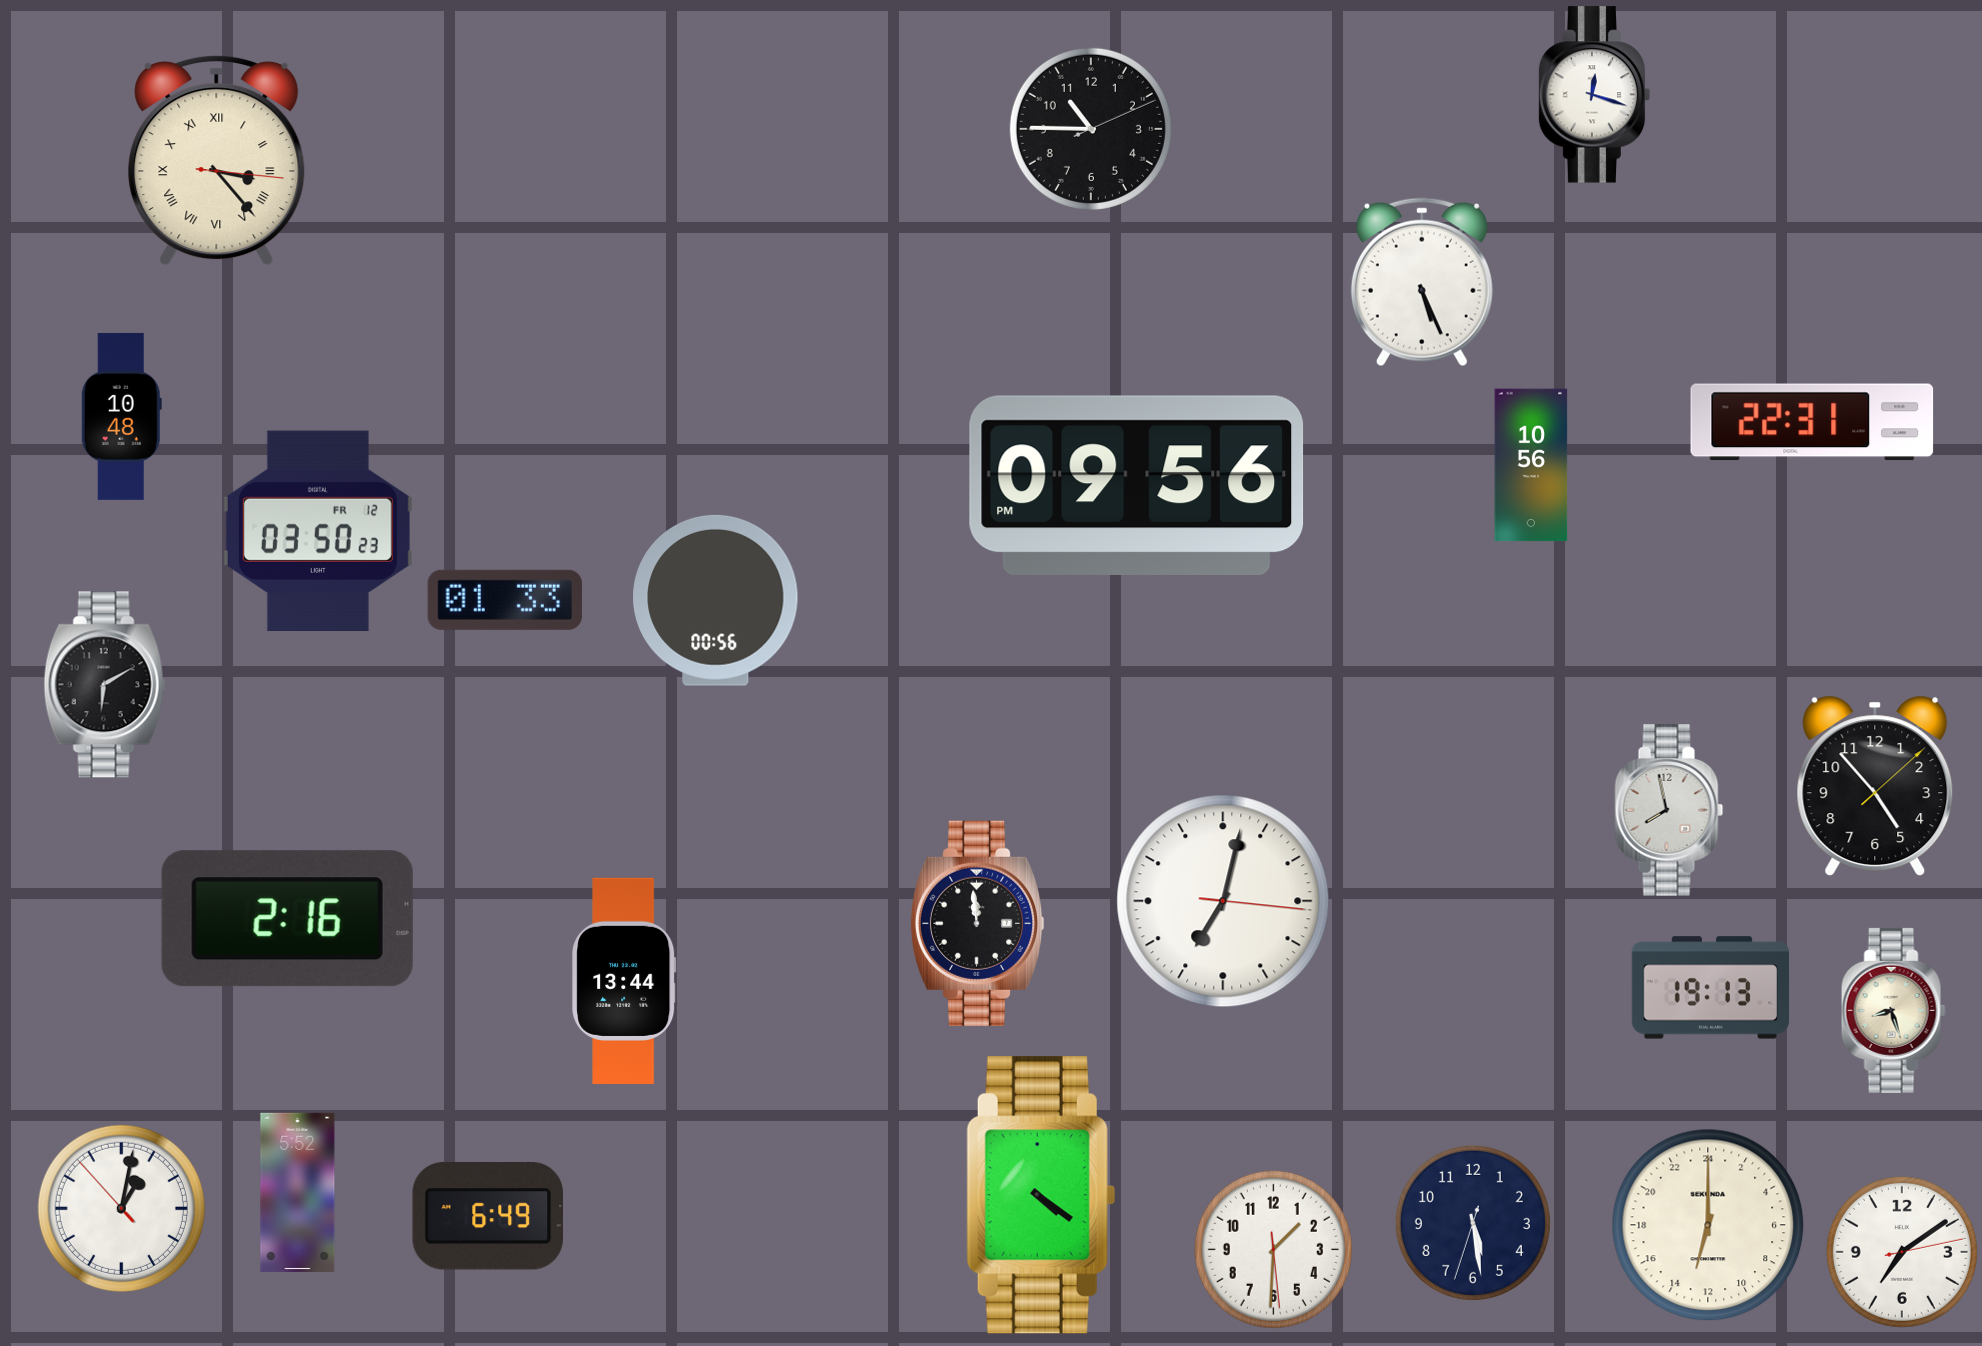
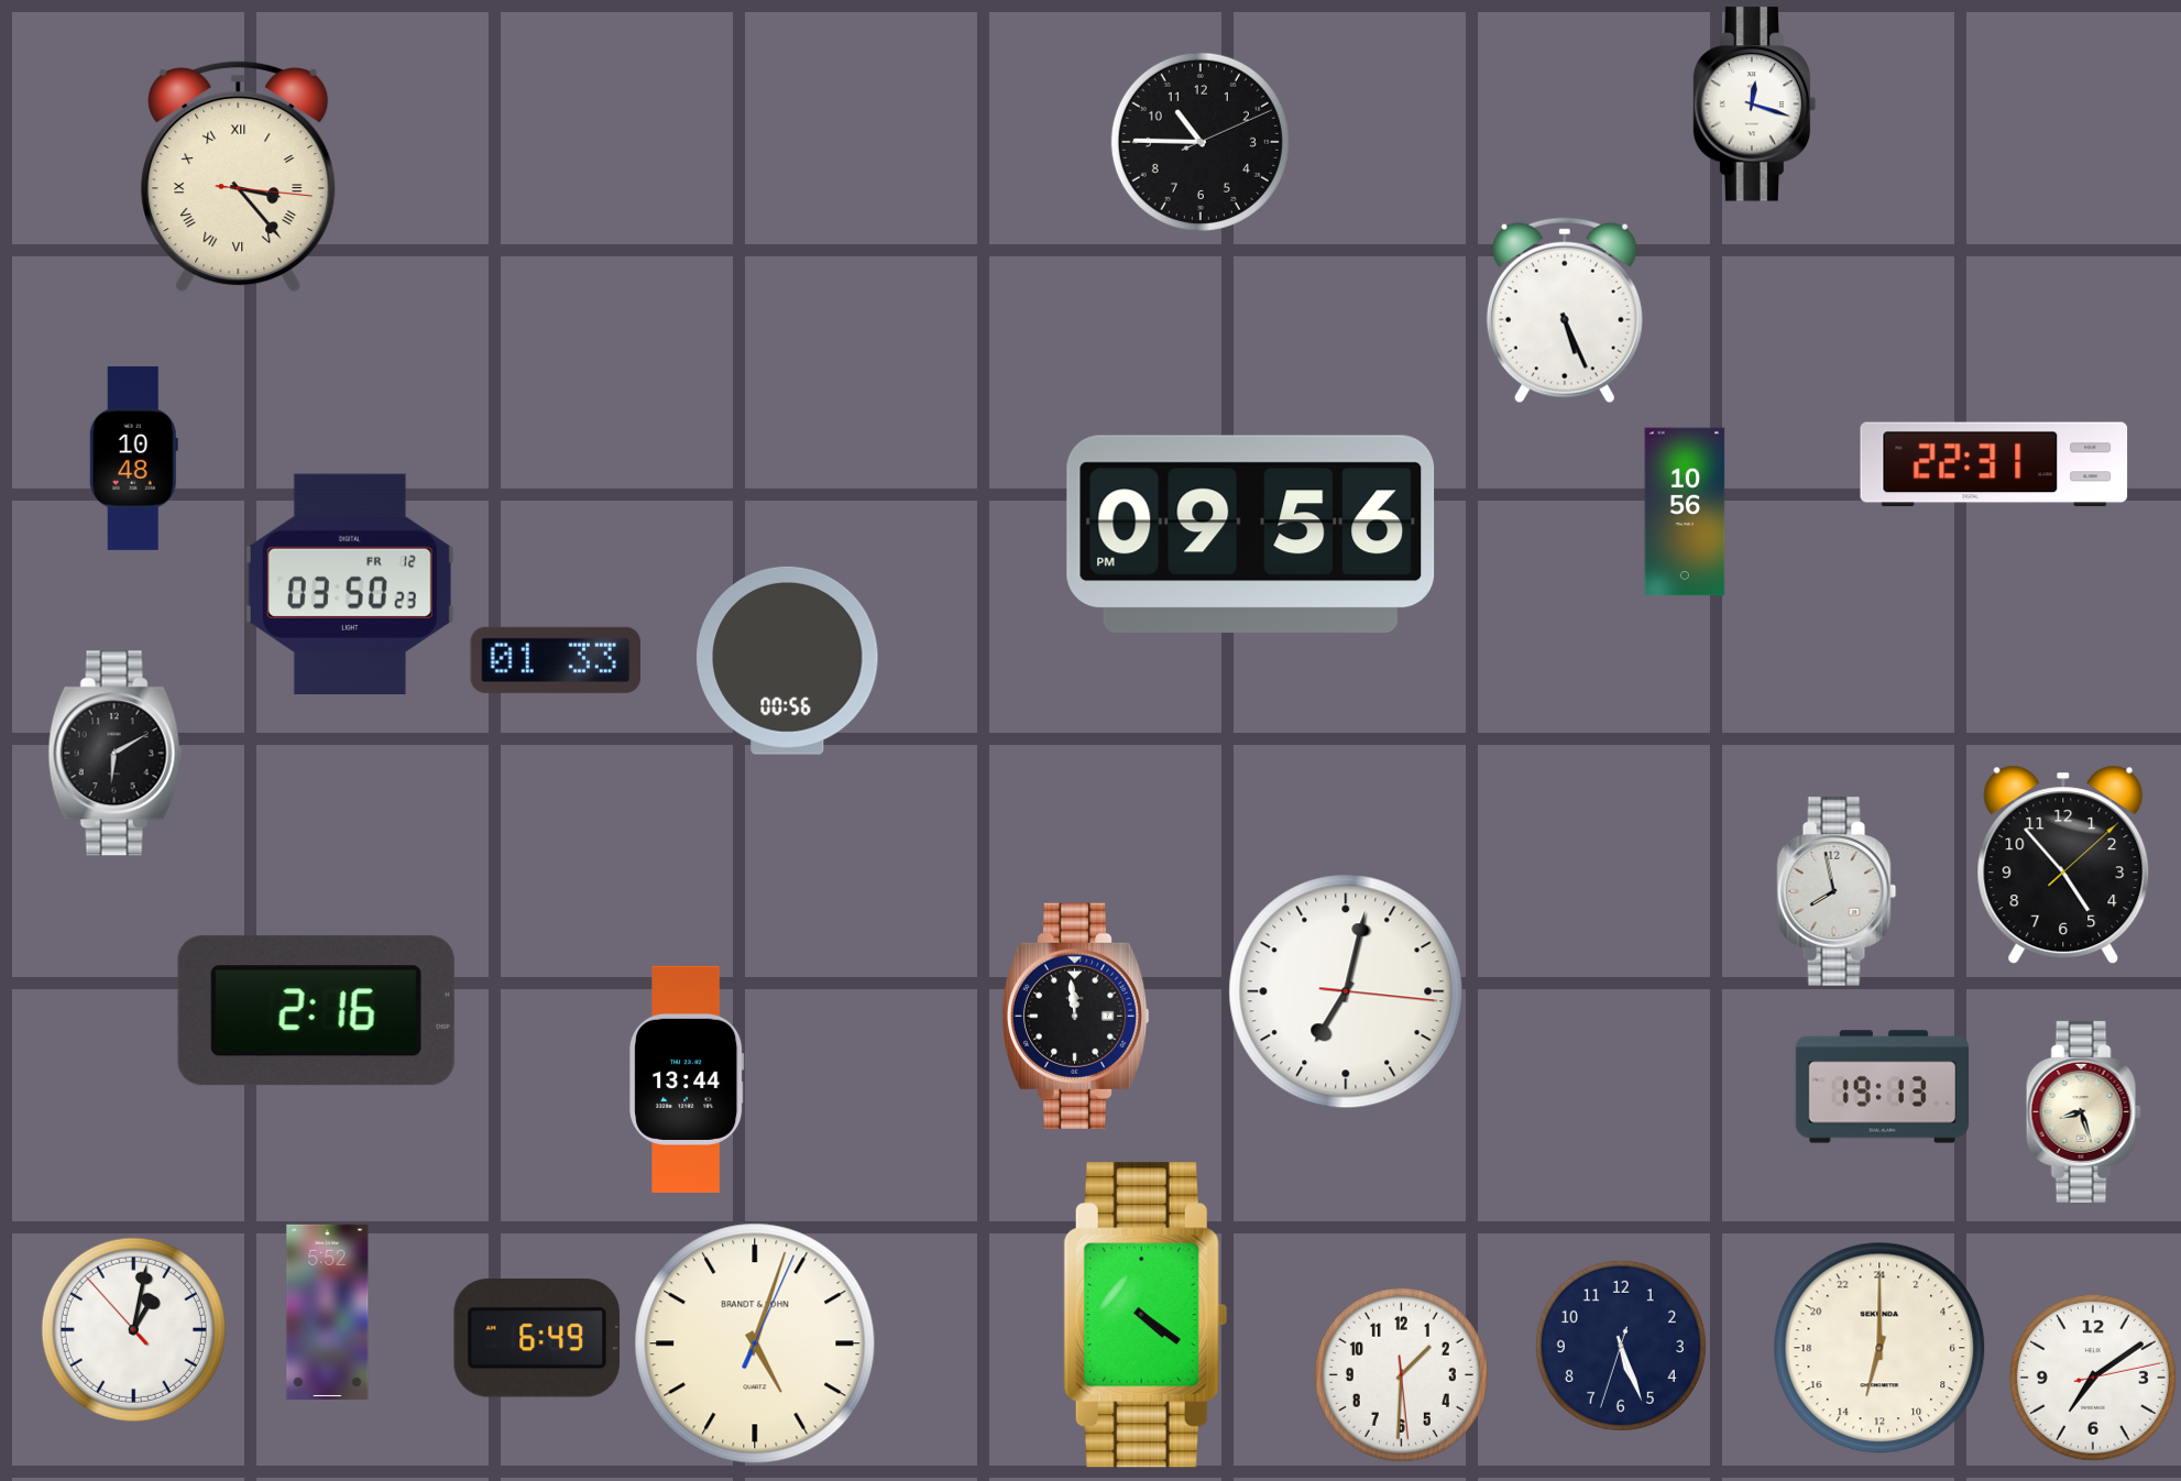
clock at (755, 1343): none -> 5:03
clock at (1473, 1223): 5:28 -> 5:26
